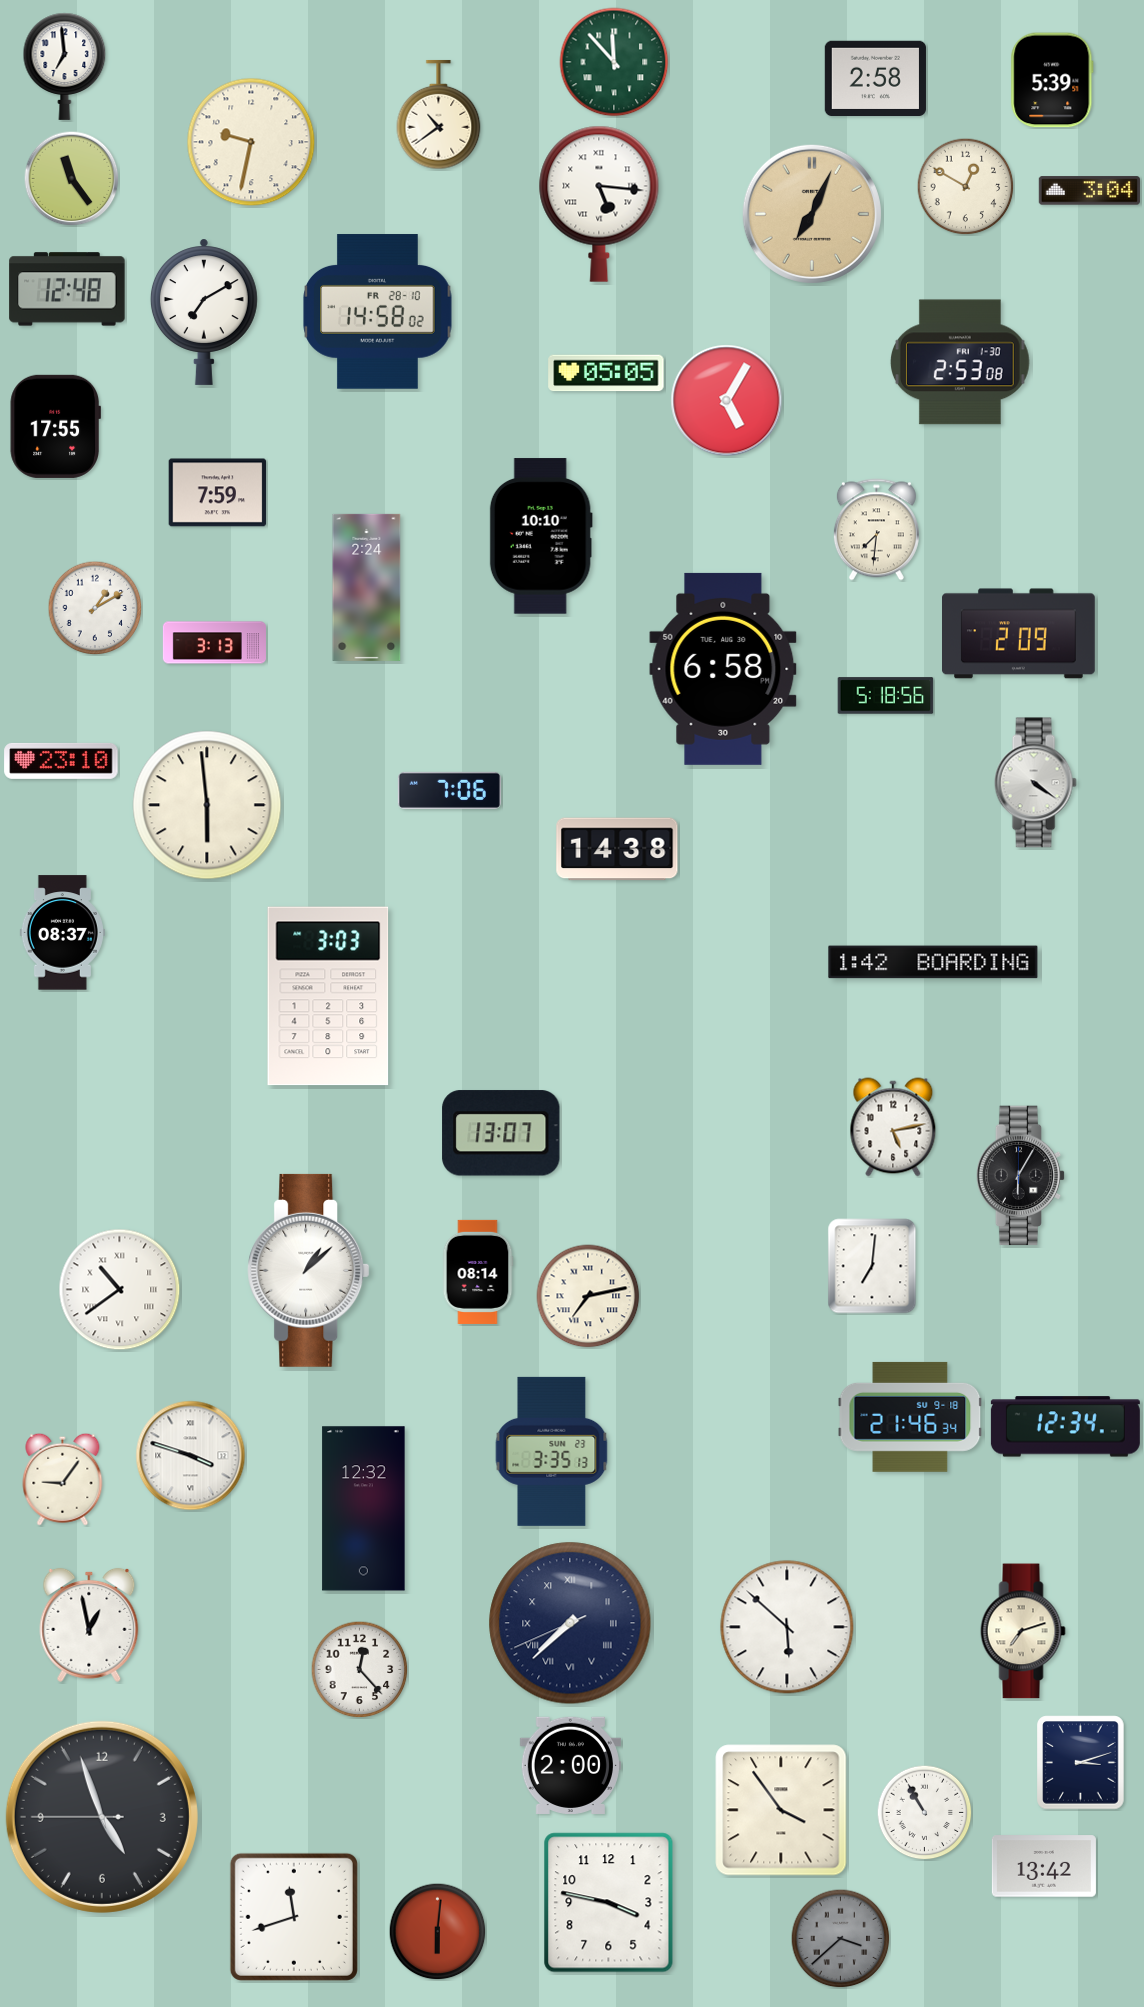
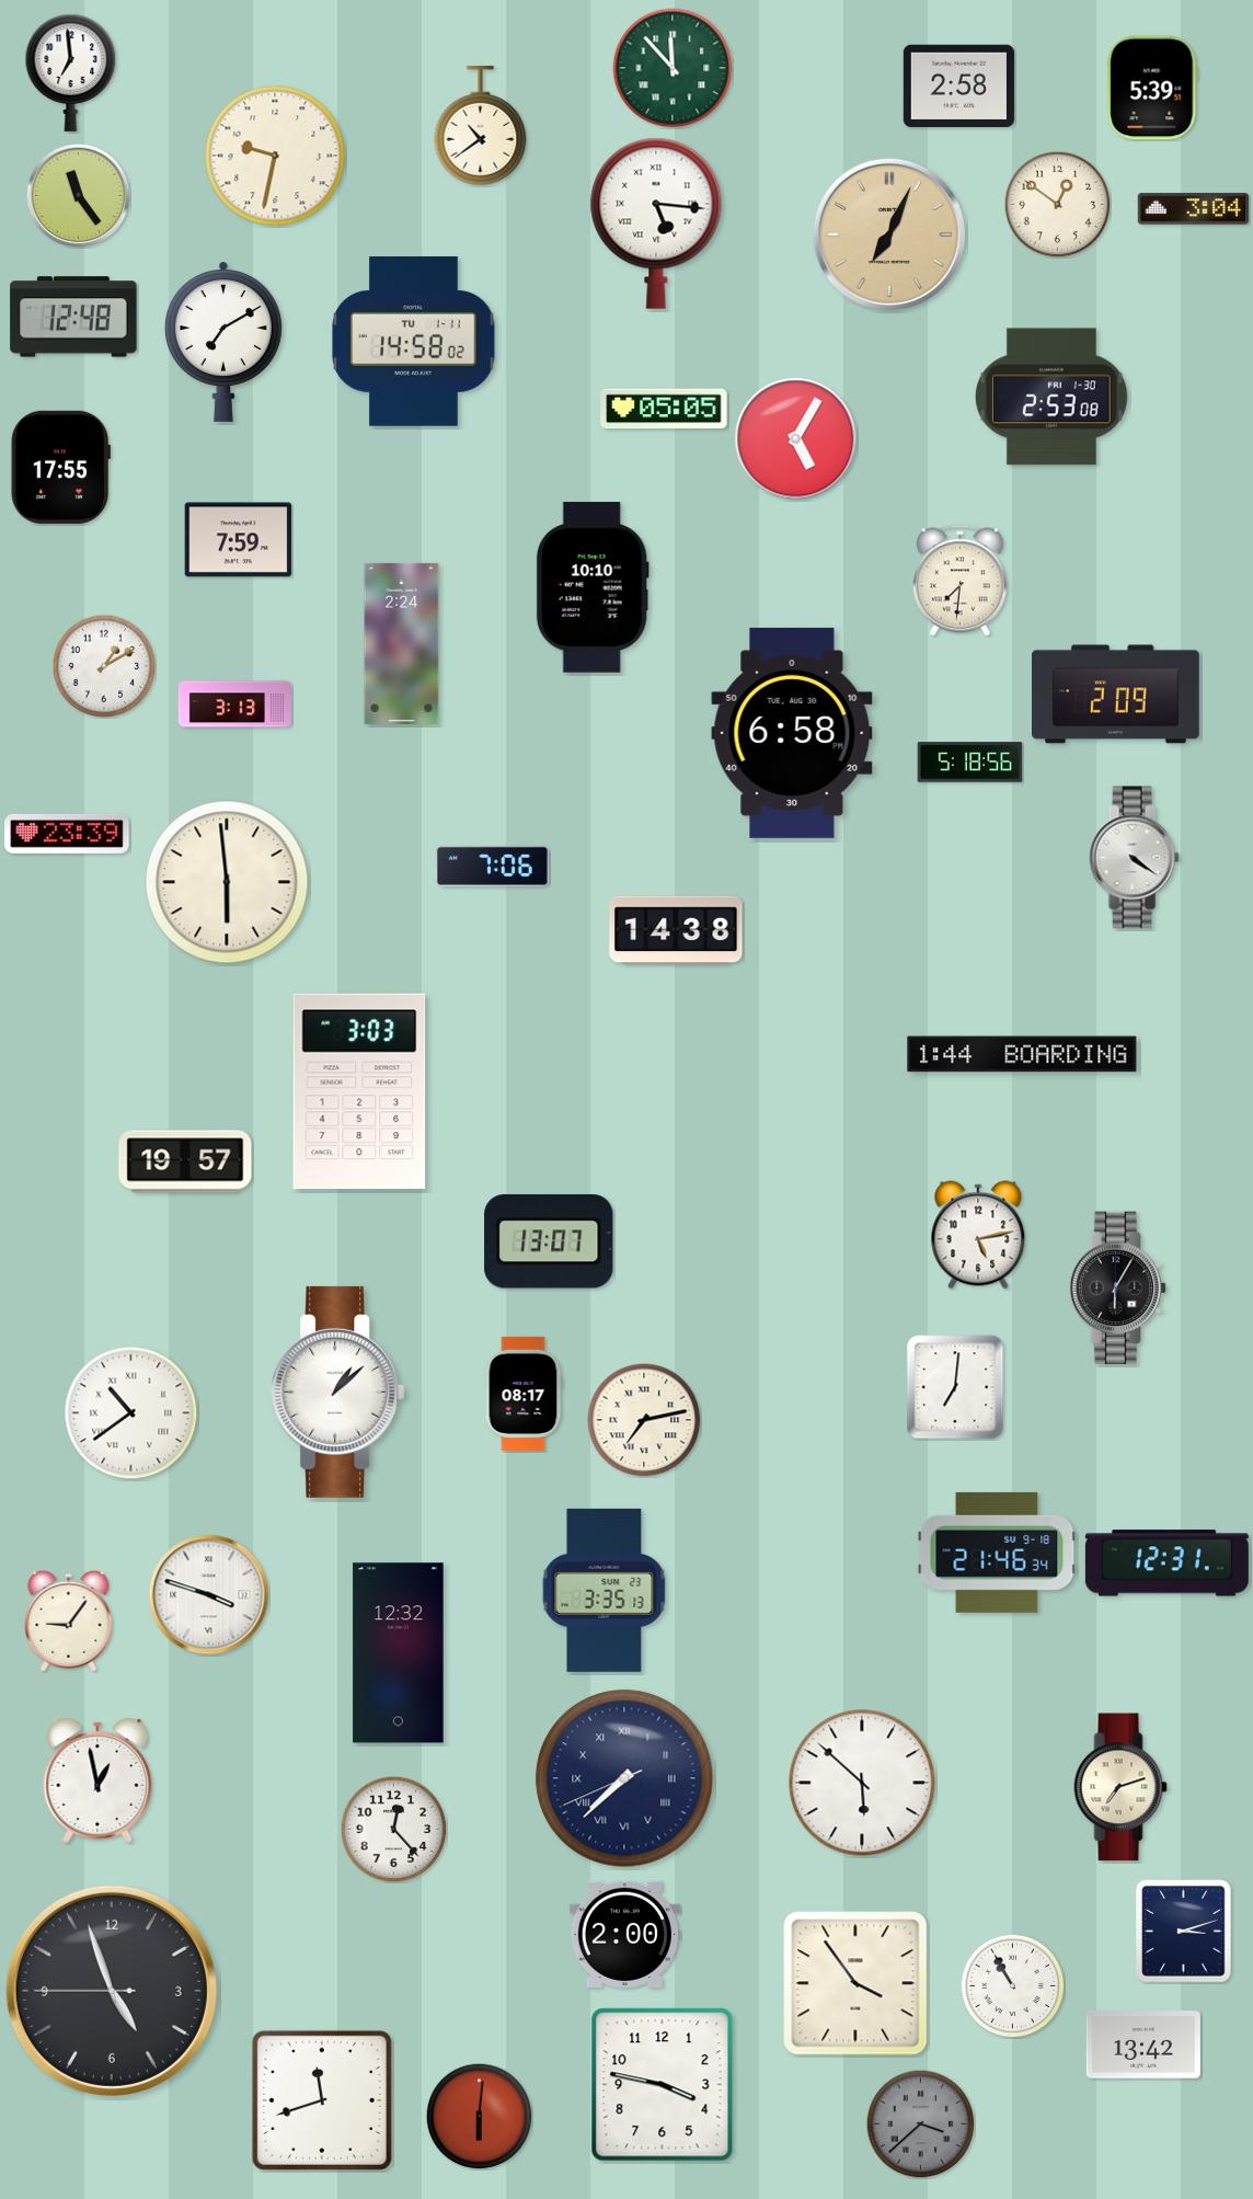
clock at (965, 186): 12:50 -> 12:51
clock at (378, 312) date: FR 28-10 -> TU 1-11
clock at (61, 761): 23:10 -> 23:39
clock at (62, 933): 08:37 -> none
clock at (933, 962): 1:42 -> 1:44
clock at (185, 1161): none -> 19:57
clock at (478, 1272): 08:14 -> 08:17
clock at (1065, 1427): 12:34 -> 12:31
clock at (609, 1903) position: (609, 1903) -> (663, 2085)
